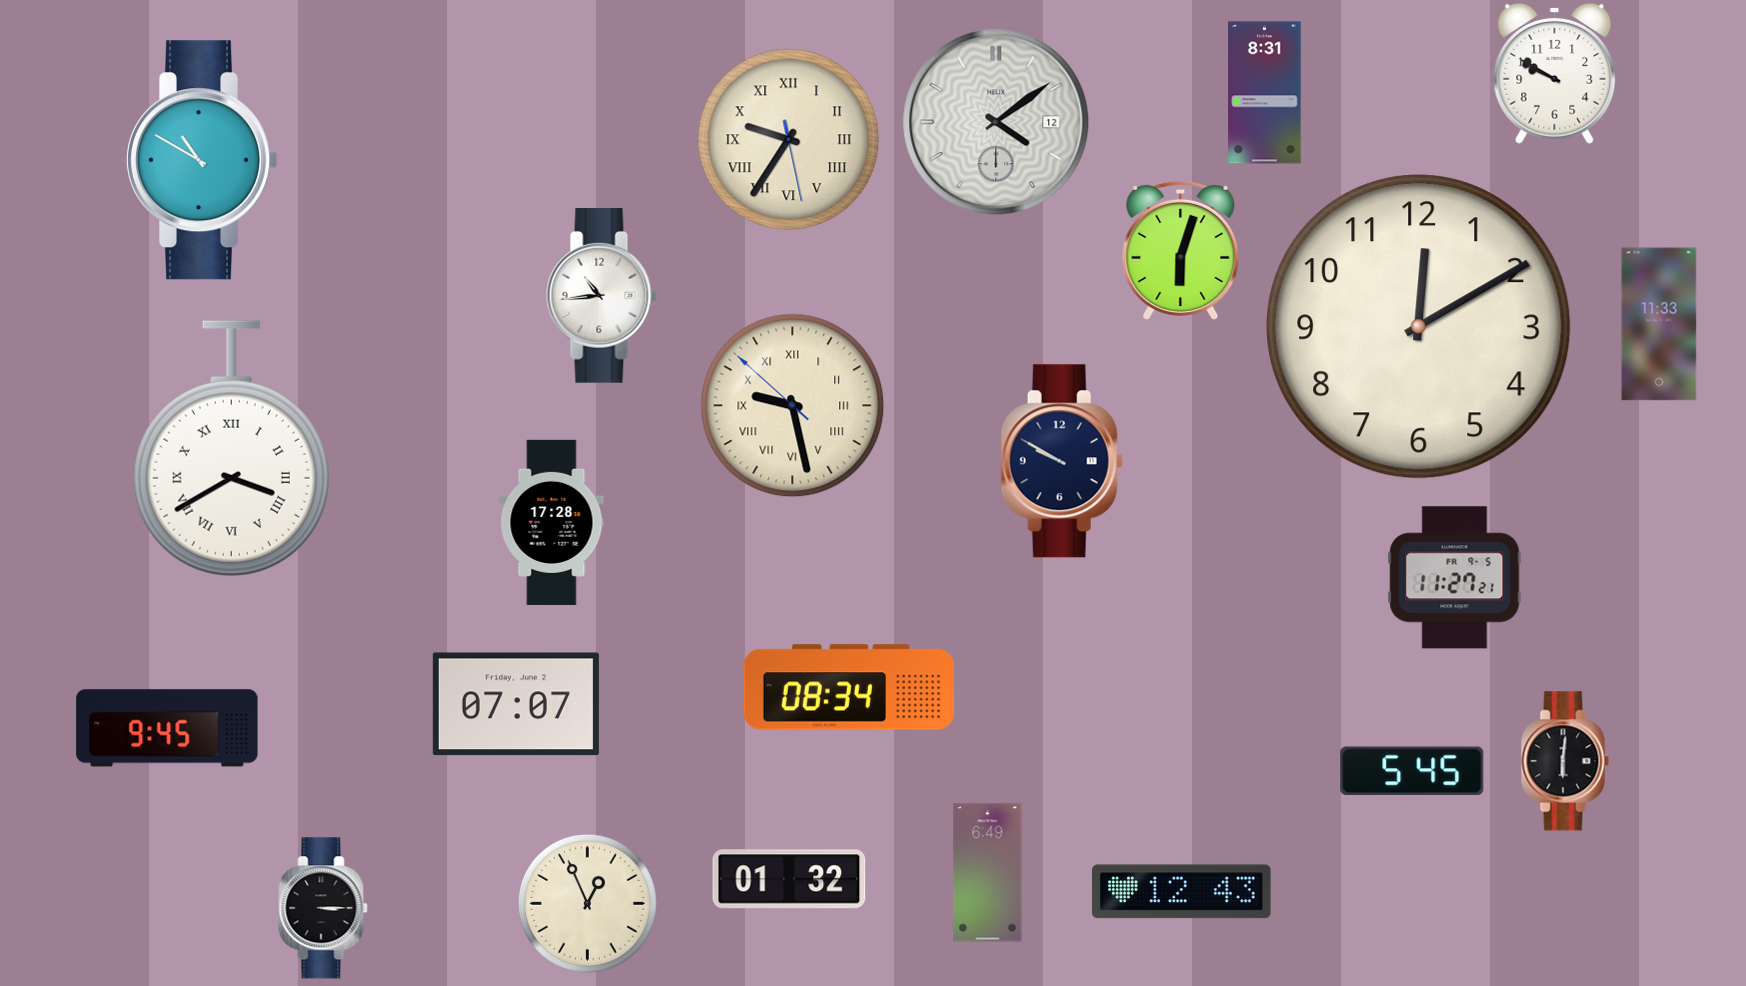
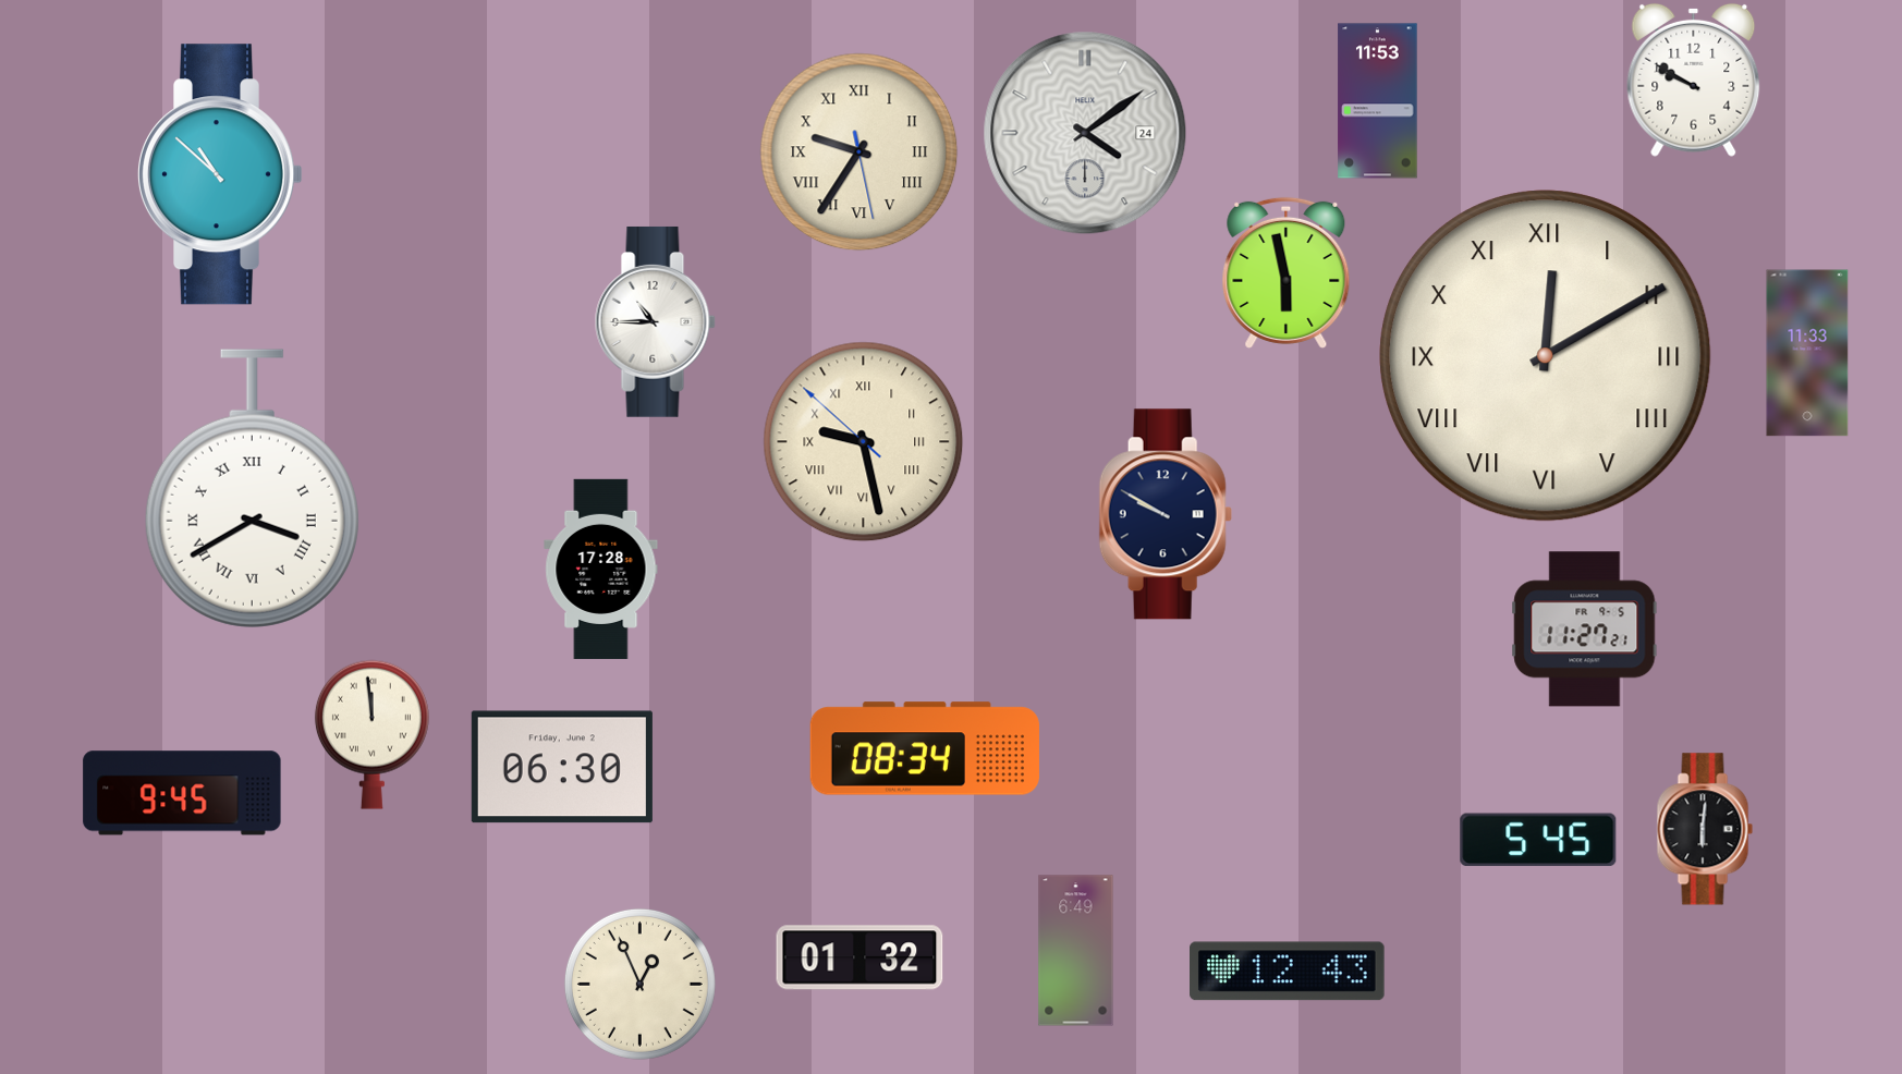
clock at (1265, 93): 8:31 -> 11:53
clock at (996, 122) date: 12 -> 24
clock at (202, 160): 10:50 -> 10:52
clock at (1181, 250): 6:03 -> 5:58
clock at (601, 295): 10:44 -> 10:45
clock at (1419, 327) numerals: Arabic -> Roman
clock at (1062, 461) position: (1062, 461) -> (1166, 514)
clock at (371, 734): none -> 11:59
clock at (516, 704): 07:07 -> 06:30
clock at (323, 908): 3:15 -> none
